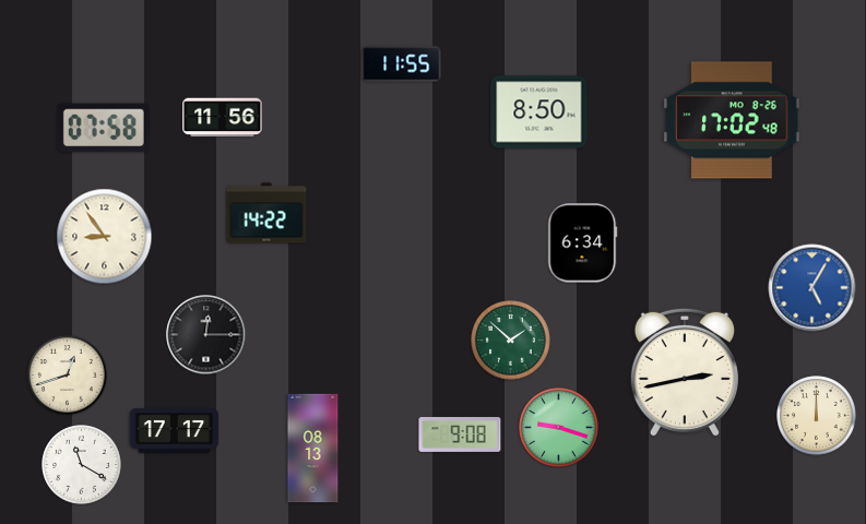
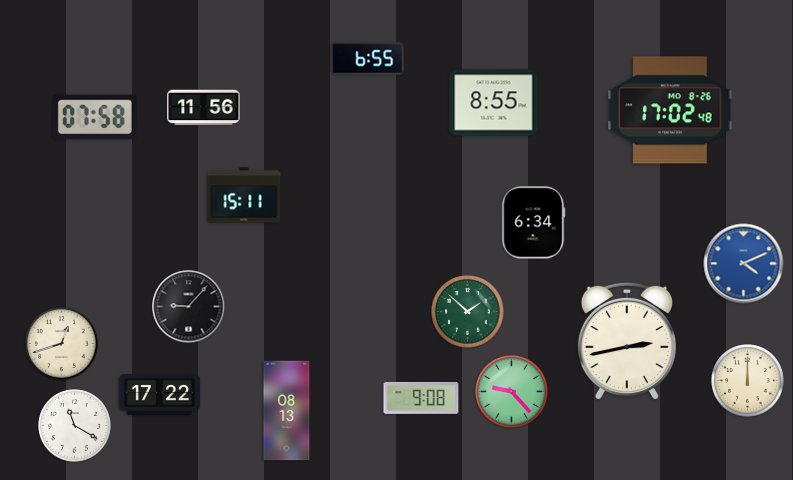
clock at (402, 64): 11:55 -> 6:55
clock at (539, 112): 8:50 -> 8:55
clock at (266, 213): 14:22 -> 15:11
clock at (105, 237): 8:54 -> none
clock at (812, 288): 5:05 -> 4:11
clock at (206, 335): 12:15 -> 9:07
clock at (559, 428): 9:18 -> 9:23
clock at (175, 431): 17:17 -> 17:22
